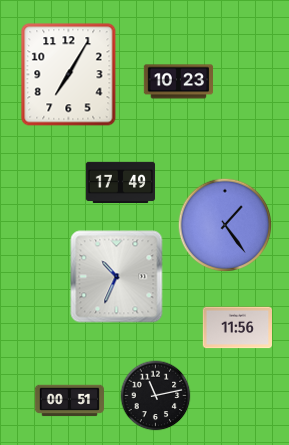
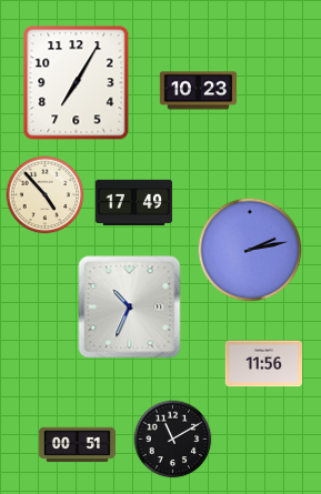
clock at (46, 195): none -> 4:53
clock at (225, 225): 1:24 -> 2:13
clock at (156, 396): 11:13 -> 11:10
